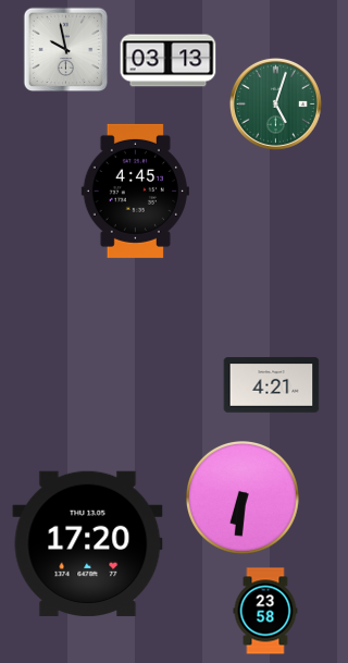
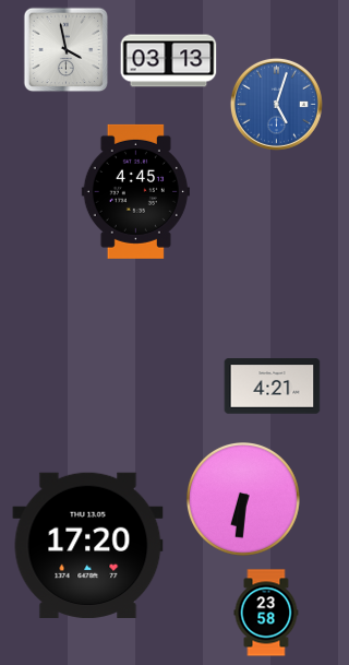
clock at (66, 50): 9:58 -> 3:58
clock at (275, 103) dial: green -> blue
